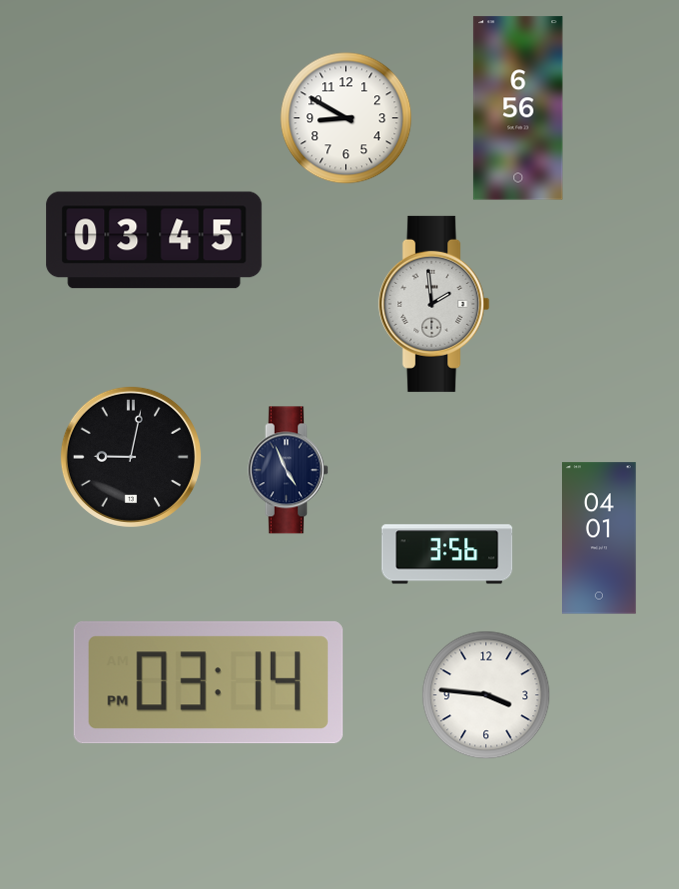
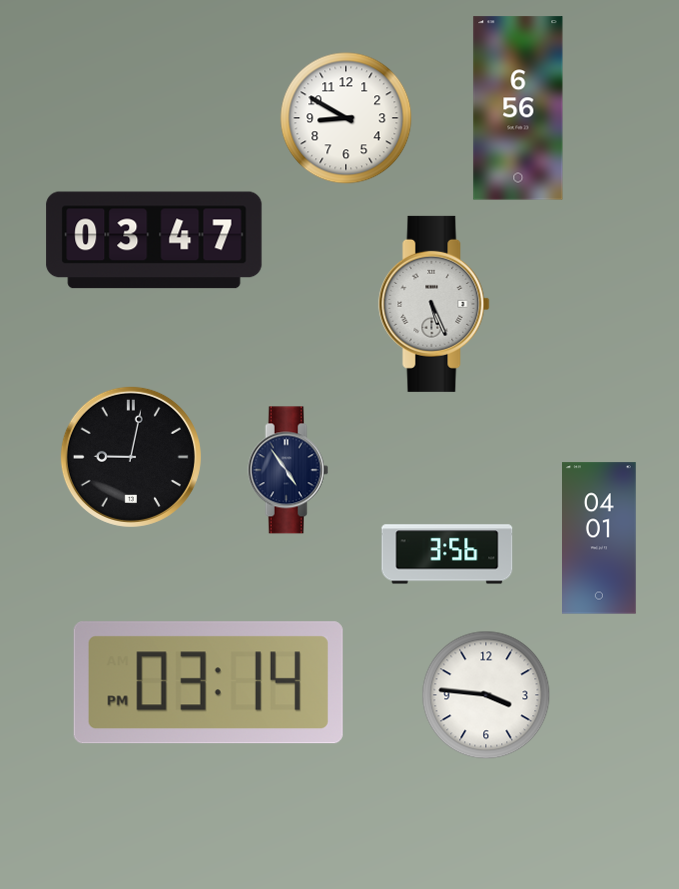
clock at (154, 240): 03:45 -> 03:47
clock at (434, 304): 1:59 -> 5:26
clock at (288, 470): 4:56 -> 4:54
